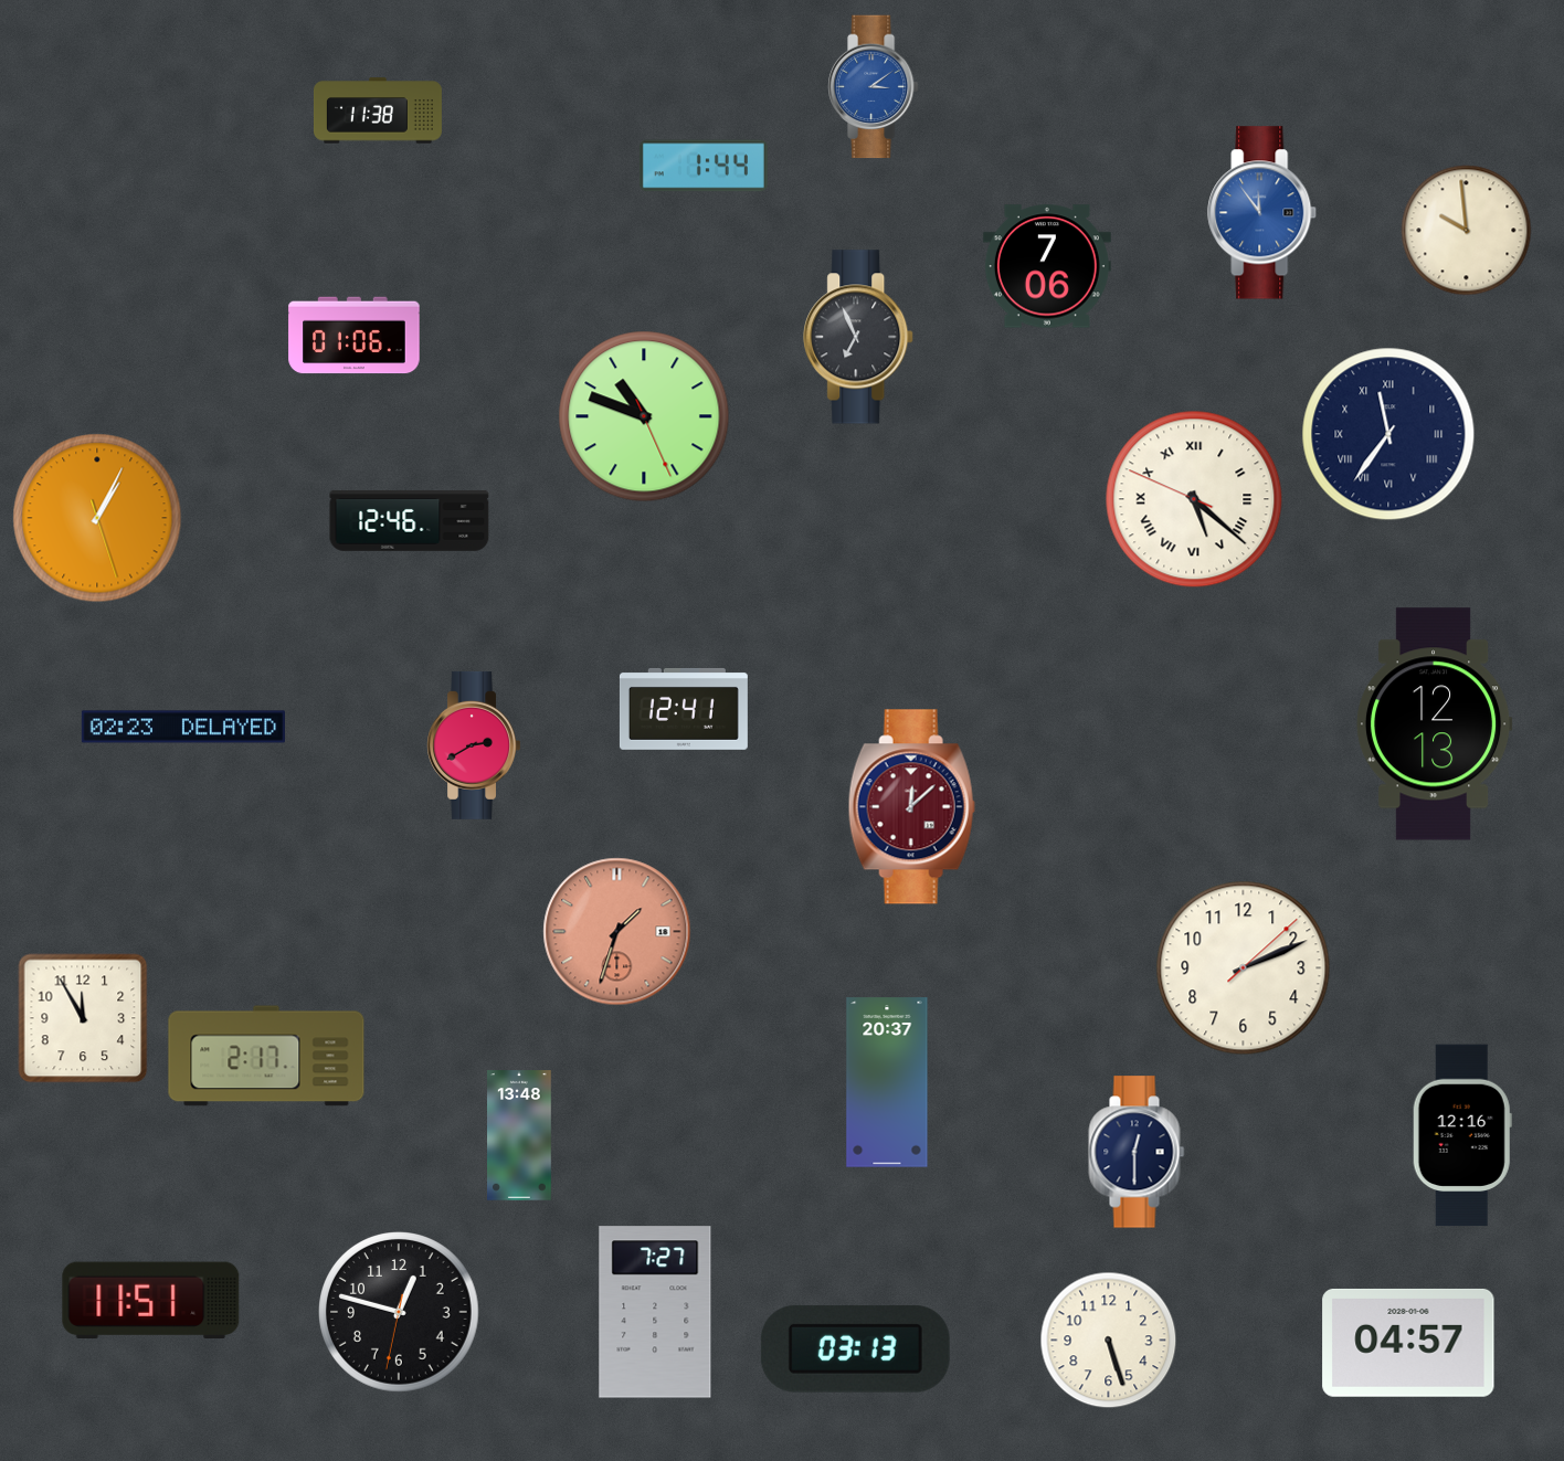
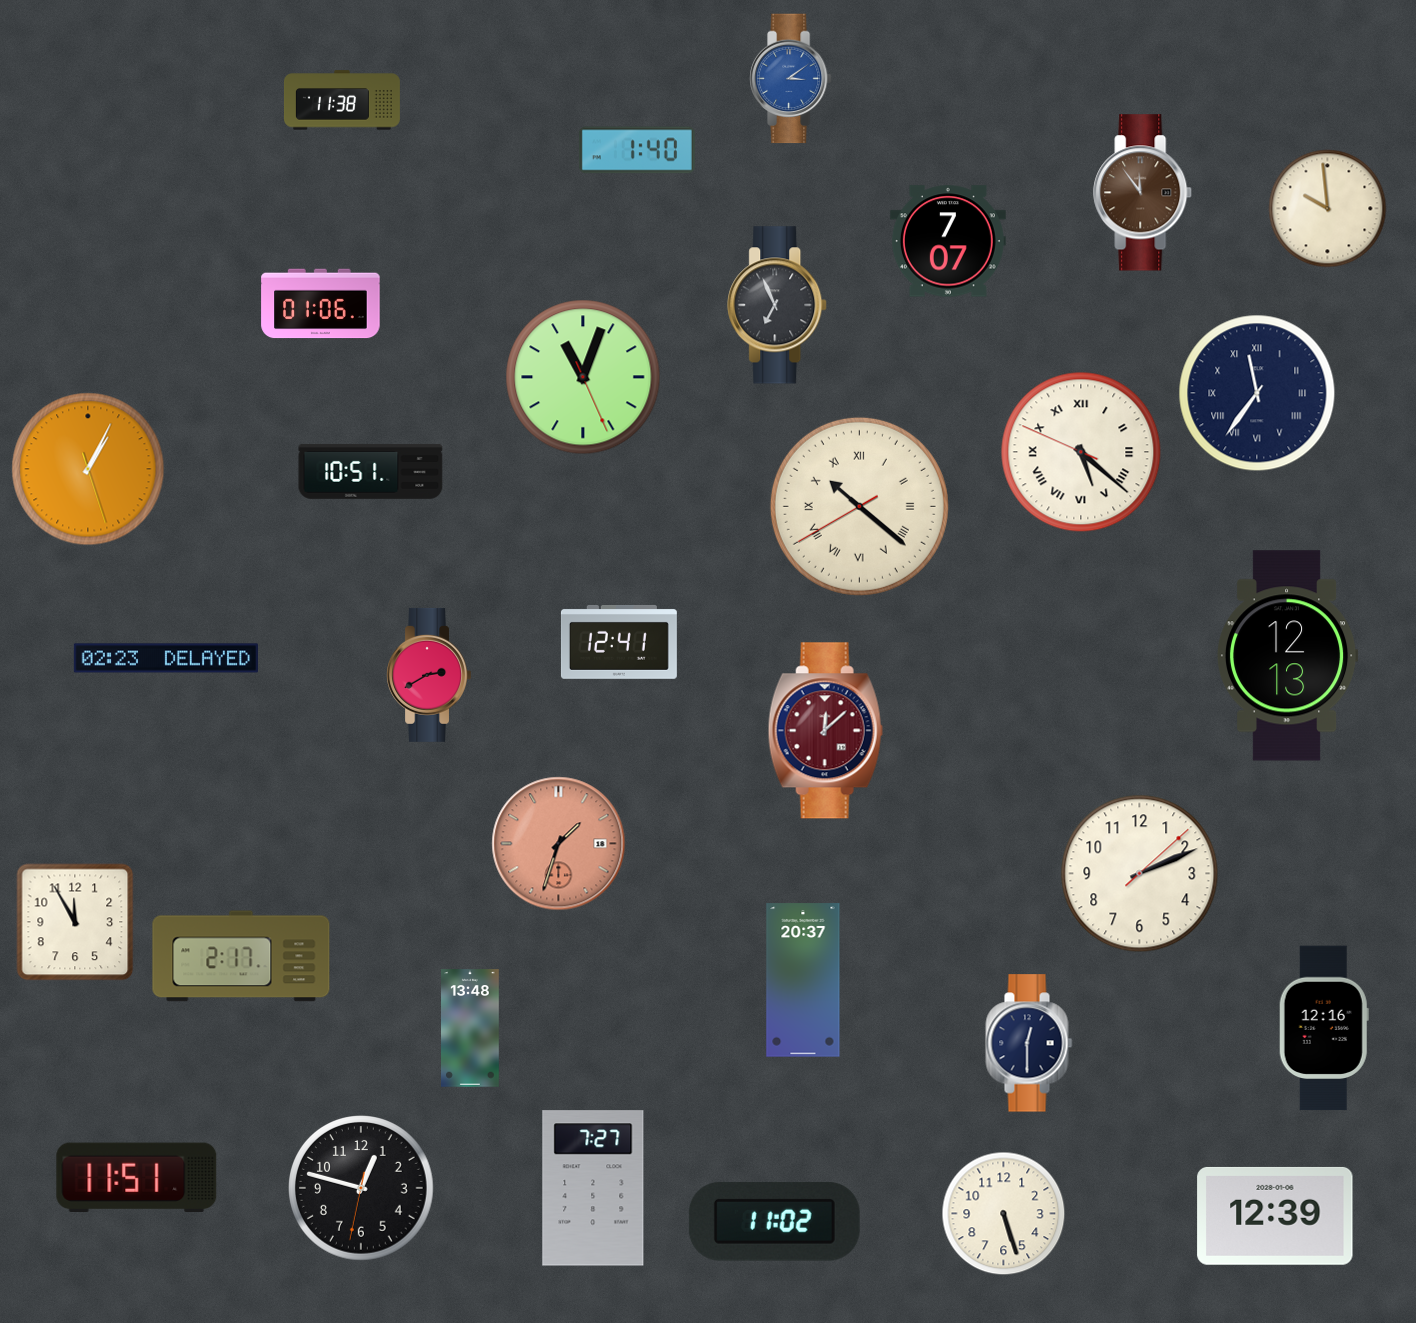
clock at (704, 166): 1:44 -> 1:40
clock at (1262, 213) dial: blue -> brown
clock at (1047, 266): 7:06 -> 7:07
clock at (644, 416): 10:48 -> 11:03
clock at (410, 520): 12:46 -> 10:51
clock at (859, 506): none -> 10:21
clock at (1434, 724) position: (1434, 724) -> (1287, 656)
clock at (1244, 968) position: (1244, 968) -> (1140, 874)
clock at (1408, 1343): 04:57 -> 12:39
clock at (855, 1348): 03:13 -> 11:02
